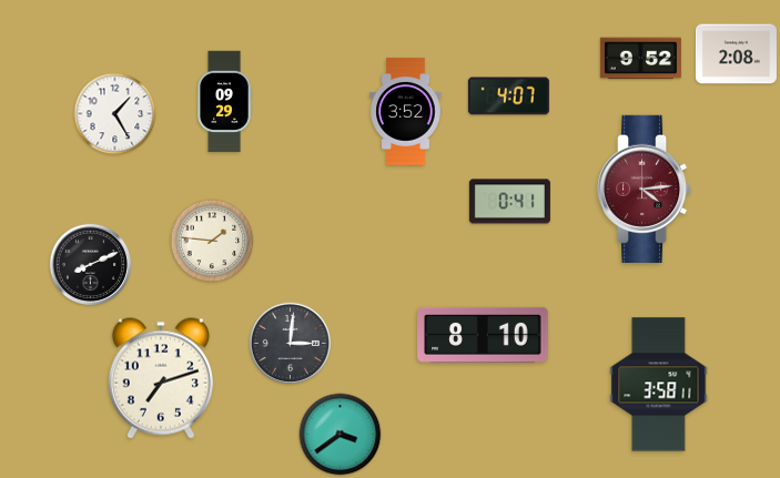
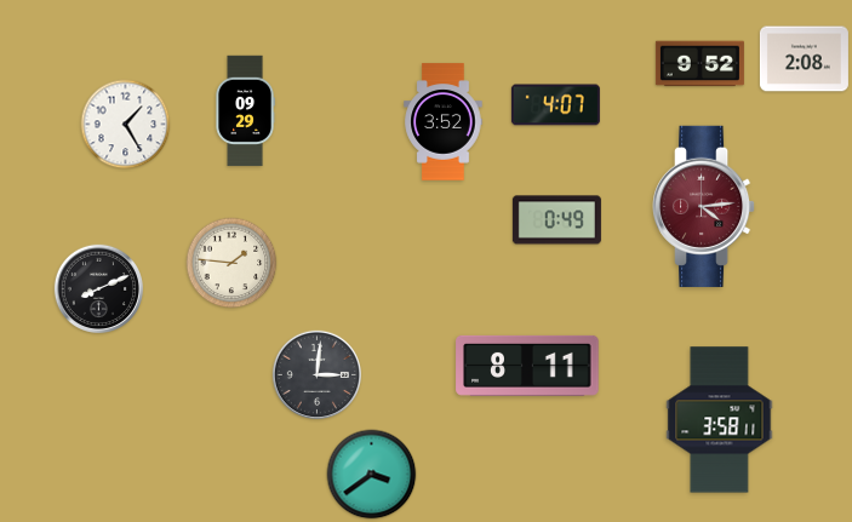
clock at (509, 202): 0:41 -> 0:49
clock at (483, 335): 8:10 -> 8:11
clock at (161, 378): 7:12 -> none
